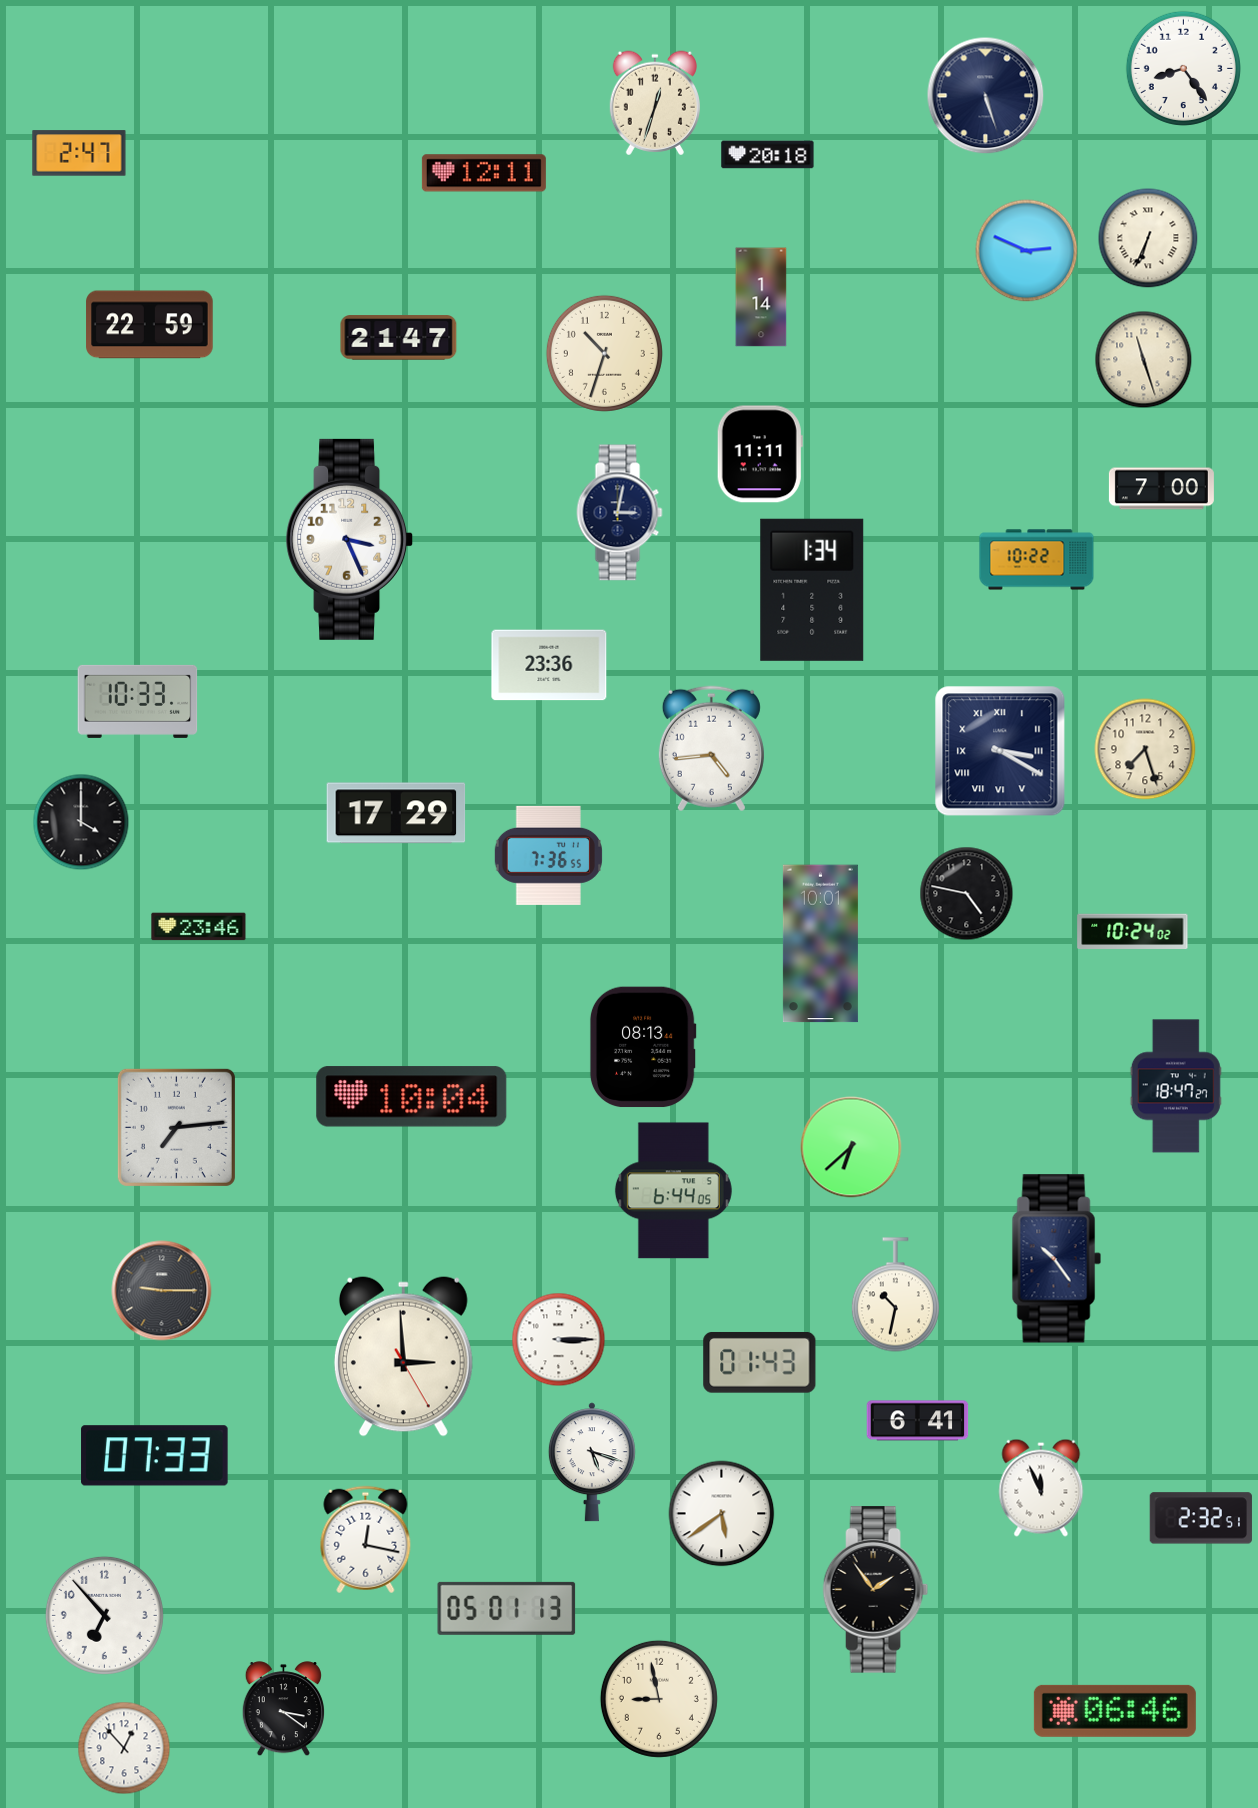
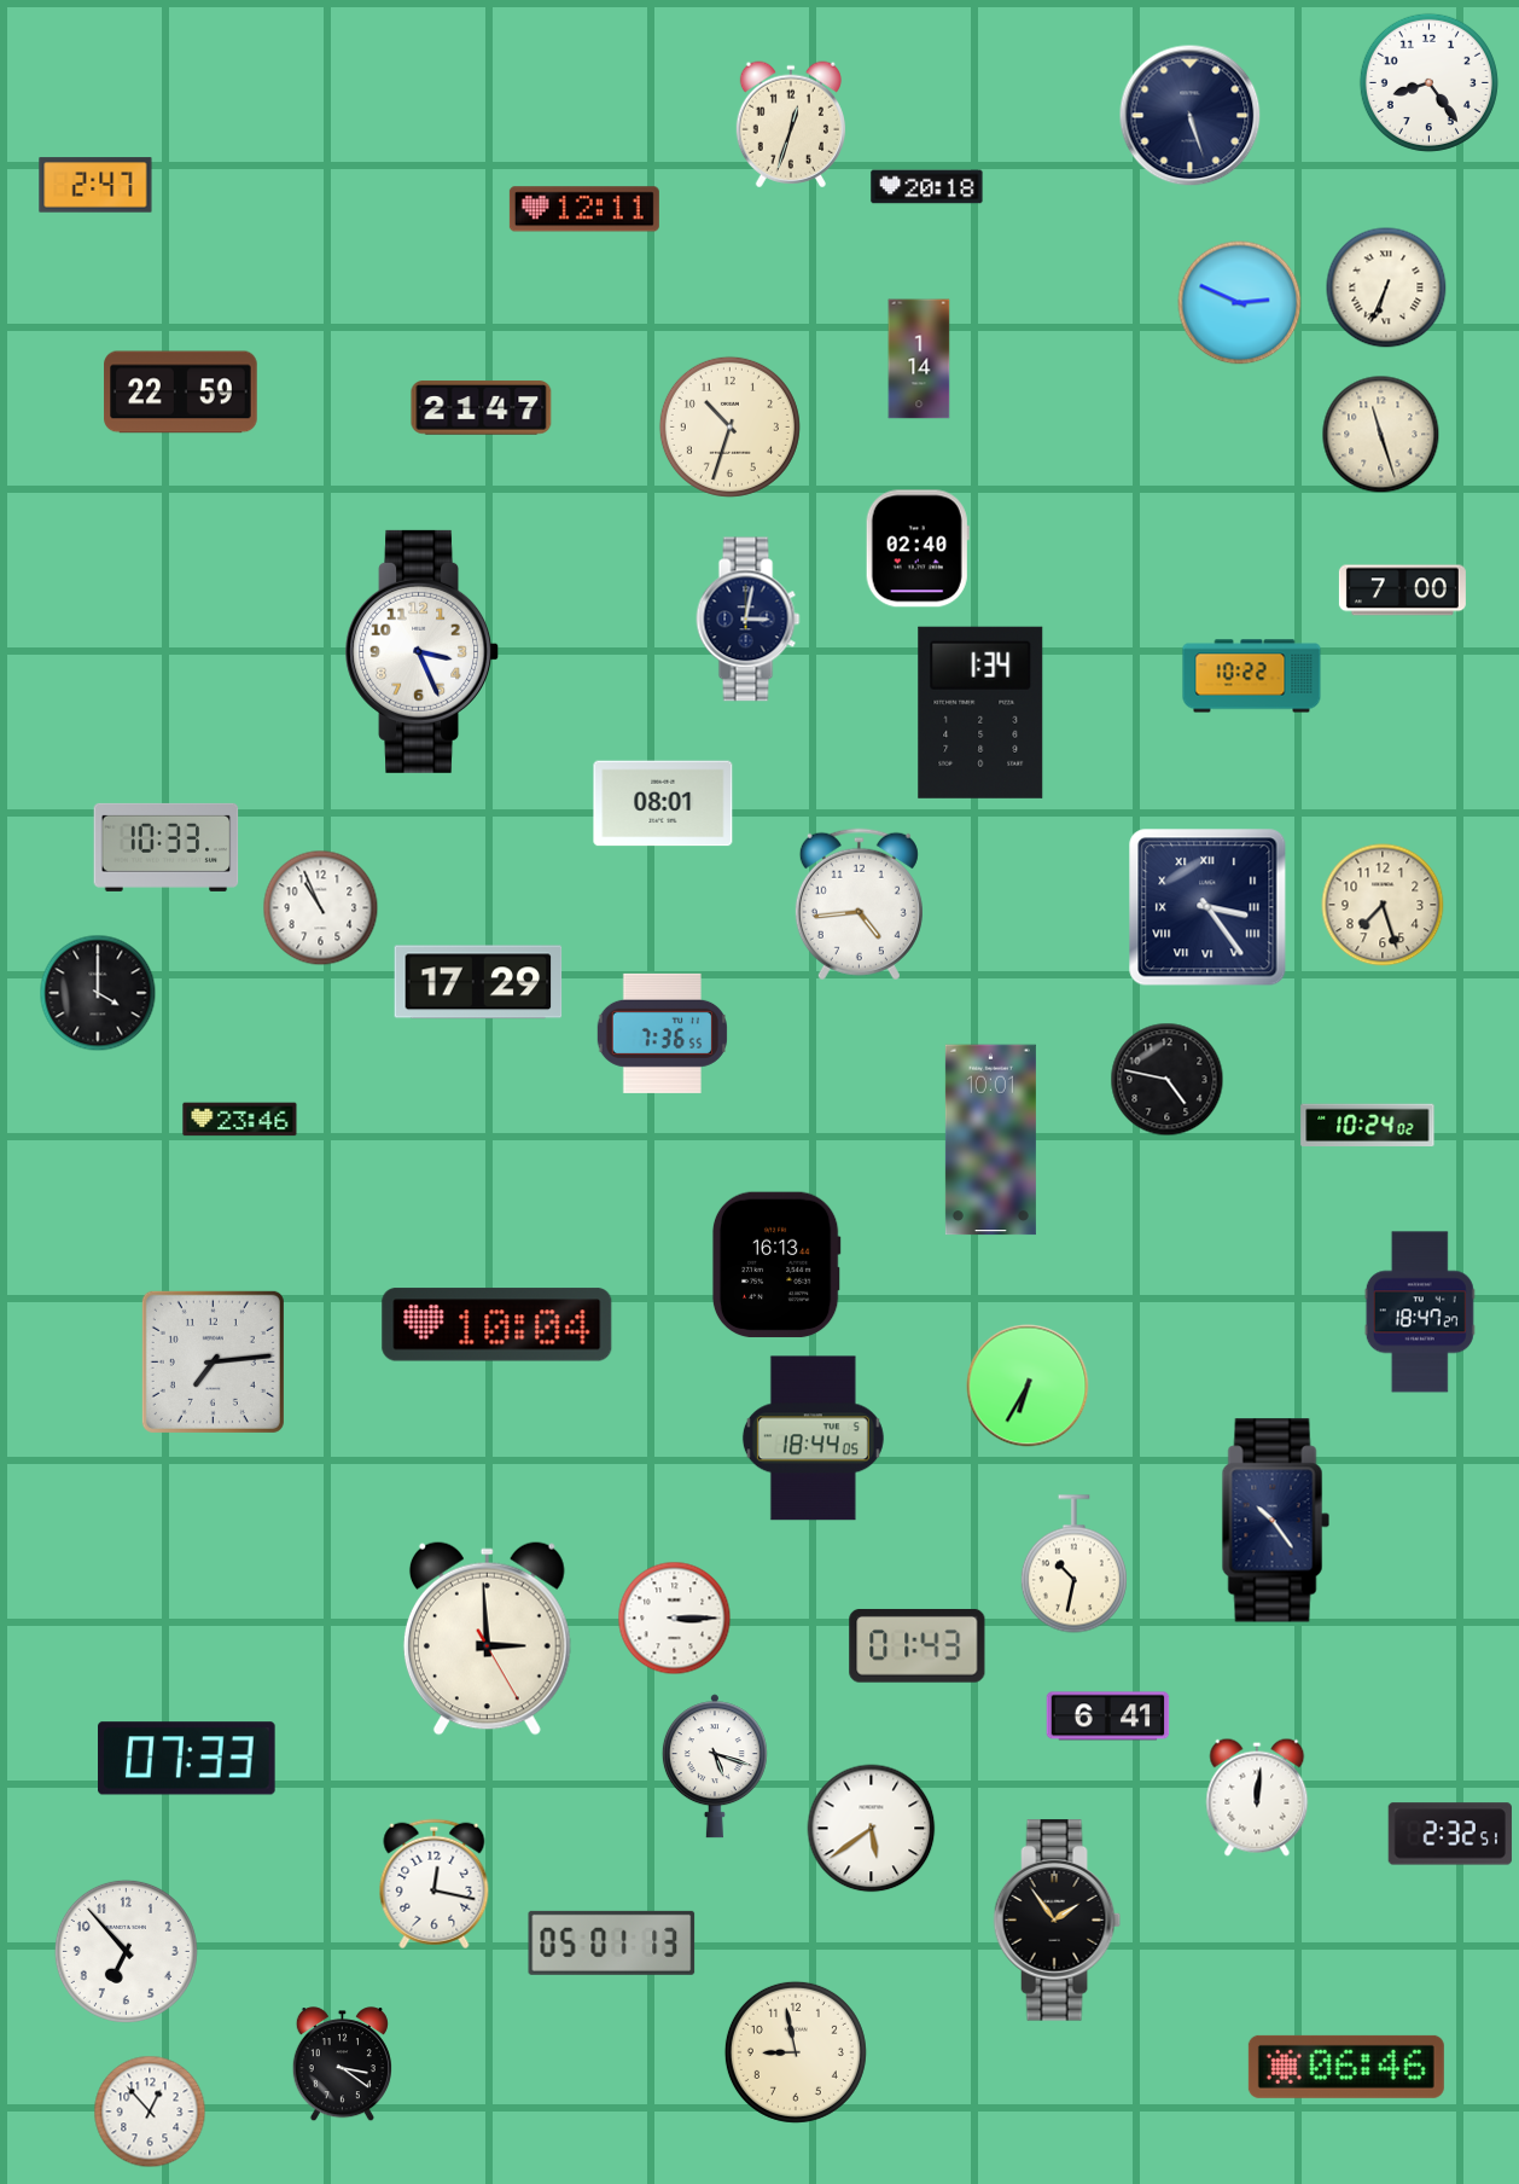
clock at (760, 454): 11:11 -> 02:40
clock at (549, 665): 23:36 -> 08:01
clock at (1000, 751): 3:20 -> 3:24
clock at (321, 908): none -> 10:56
clock at (643, 1047): 08:13 -> 16:13
clock at (851, 1147): 6:38 -> 6:35
clock at (673, 1191): 6:44 -> 18:44
clock at (162, 1291): 9:15 -> none
clock at (895, 1295) position: (895, 1295) -> (1073, 1564)
clock at (1041, 1488): 11:56 -> 12:01
clock at (366, 1540) position: (366, 1540) -> (435, 1884)
